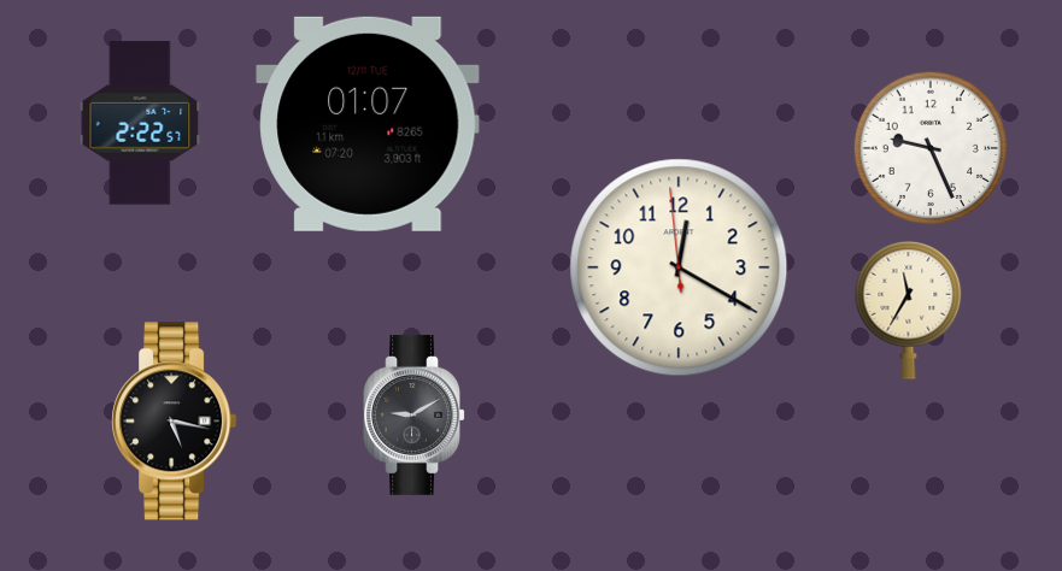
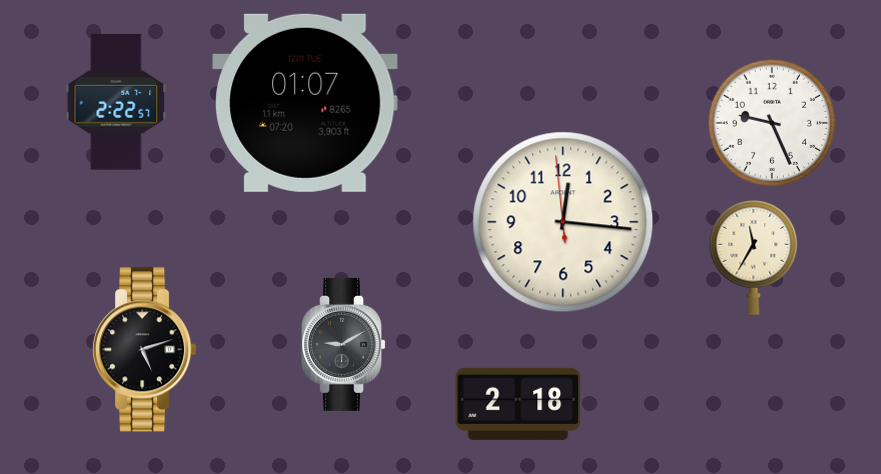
clock at (679, 267): 12:19 -> 12:15
clock at (175, 422): 5:17 -> 5:12
clock at (518, 404): none -> 2:18
